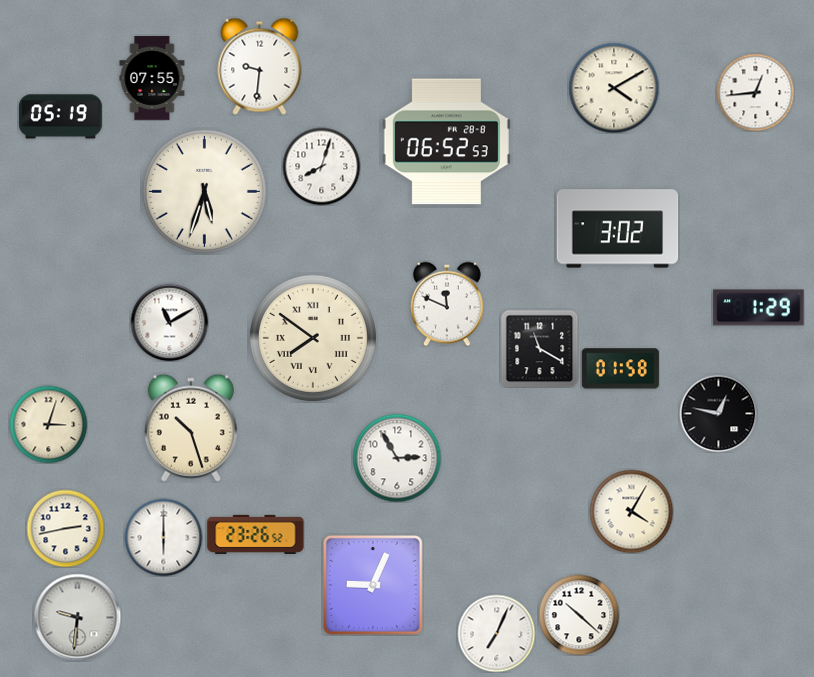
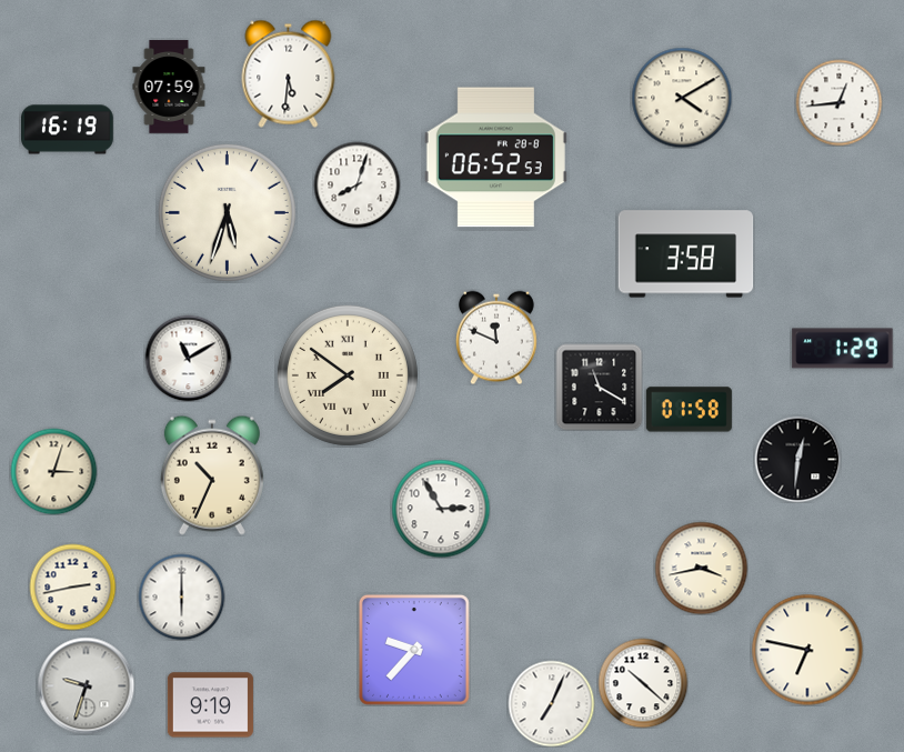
clock at (260, 66): 9:31 -> 5:31
clock at (152, 78): 07:55 -> 07:59
clock at (61, 117): 05:19 -> 16:19
clock at (618, 229): 3:02 -> 3:58
clock at (759, 308) position: (759, 308) -> (843, 349)
clock at (718, 413): 12:47 -> 12:31
clock at (191, 428): 10:27 -> 10:34
clock at (631, 511): 4:05 -> 3:43
clock at (256, 534): 23:26 -> none
clock at (373, 585): 9:04 -> 9:37
clock at (807, 650): none -> 6:47
clock at (77, 617): 9:31 -> 9:33
clock at (210, 705): none -> 9:19
